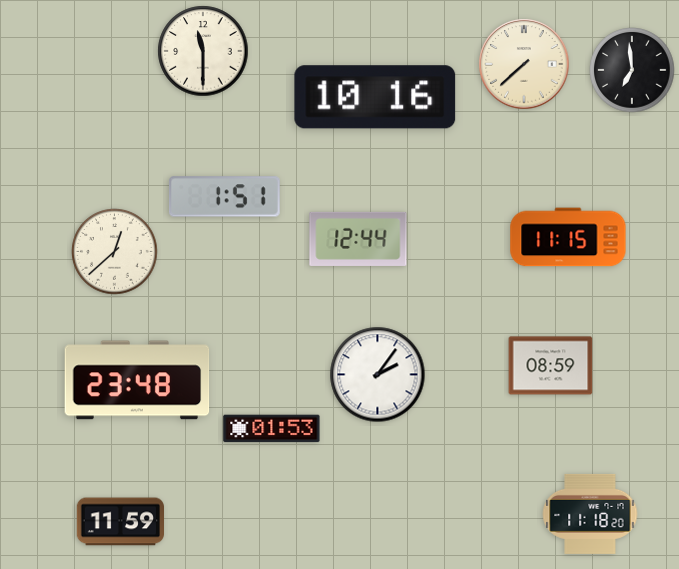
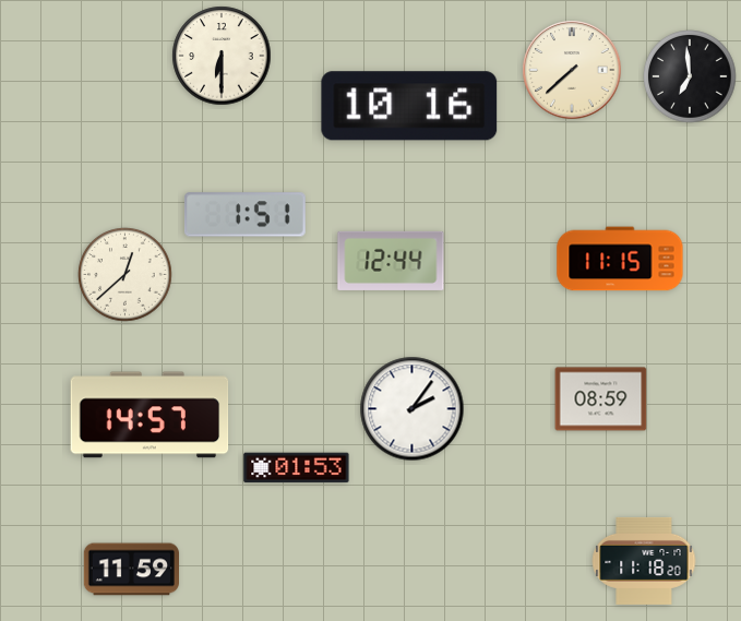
clock at (203, 51): 11:30 -> 6:30
clock at (137, 380): 23:48 -> 14:57
